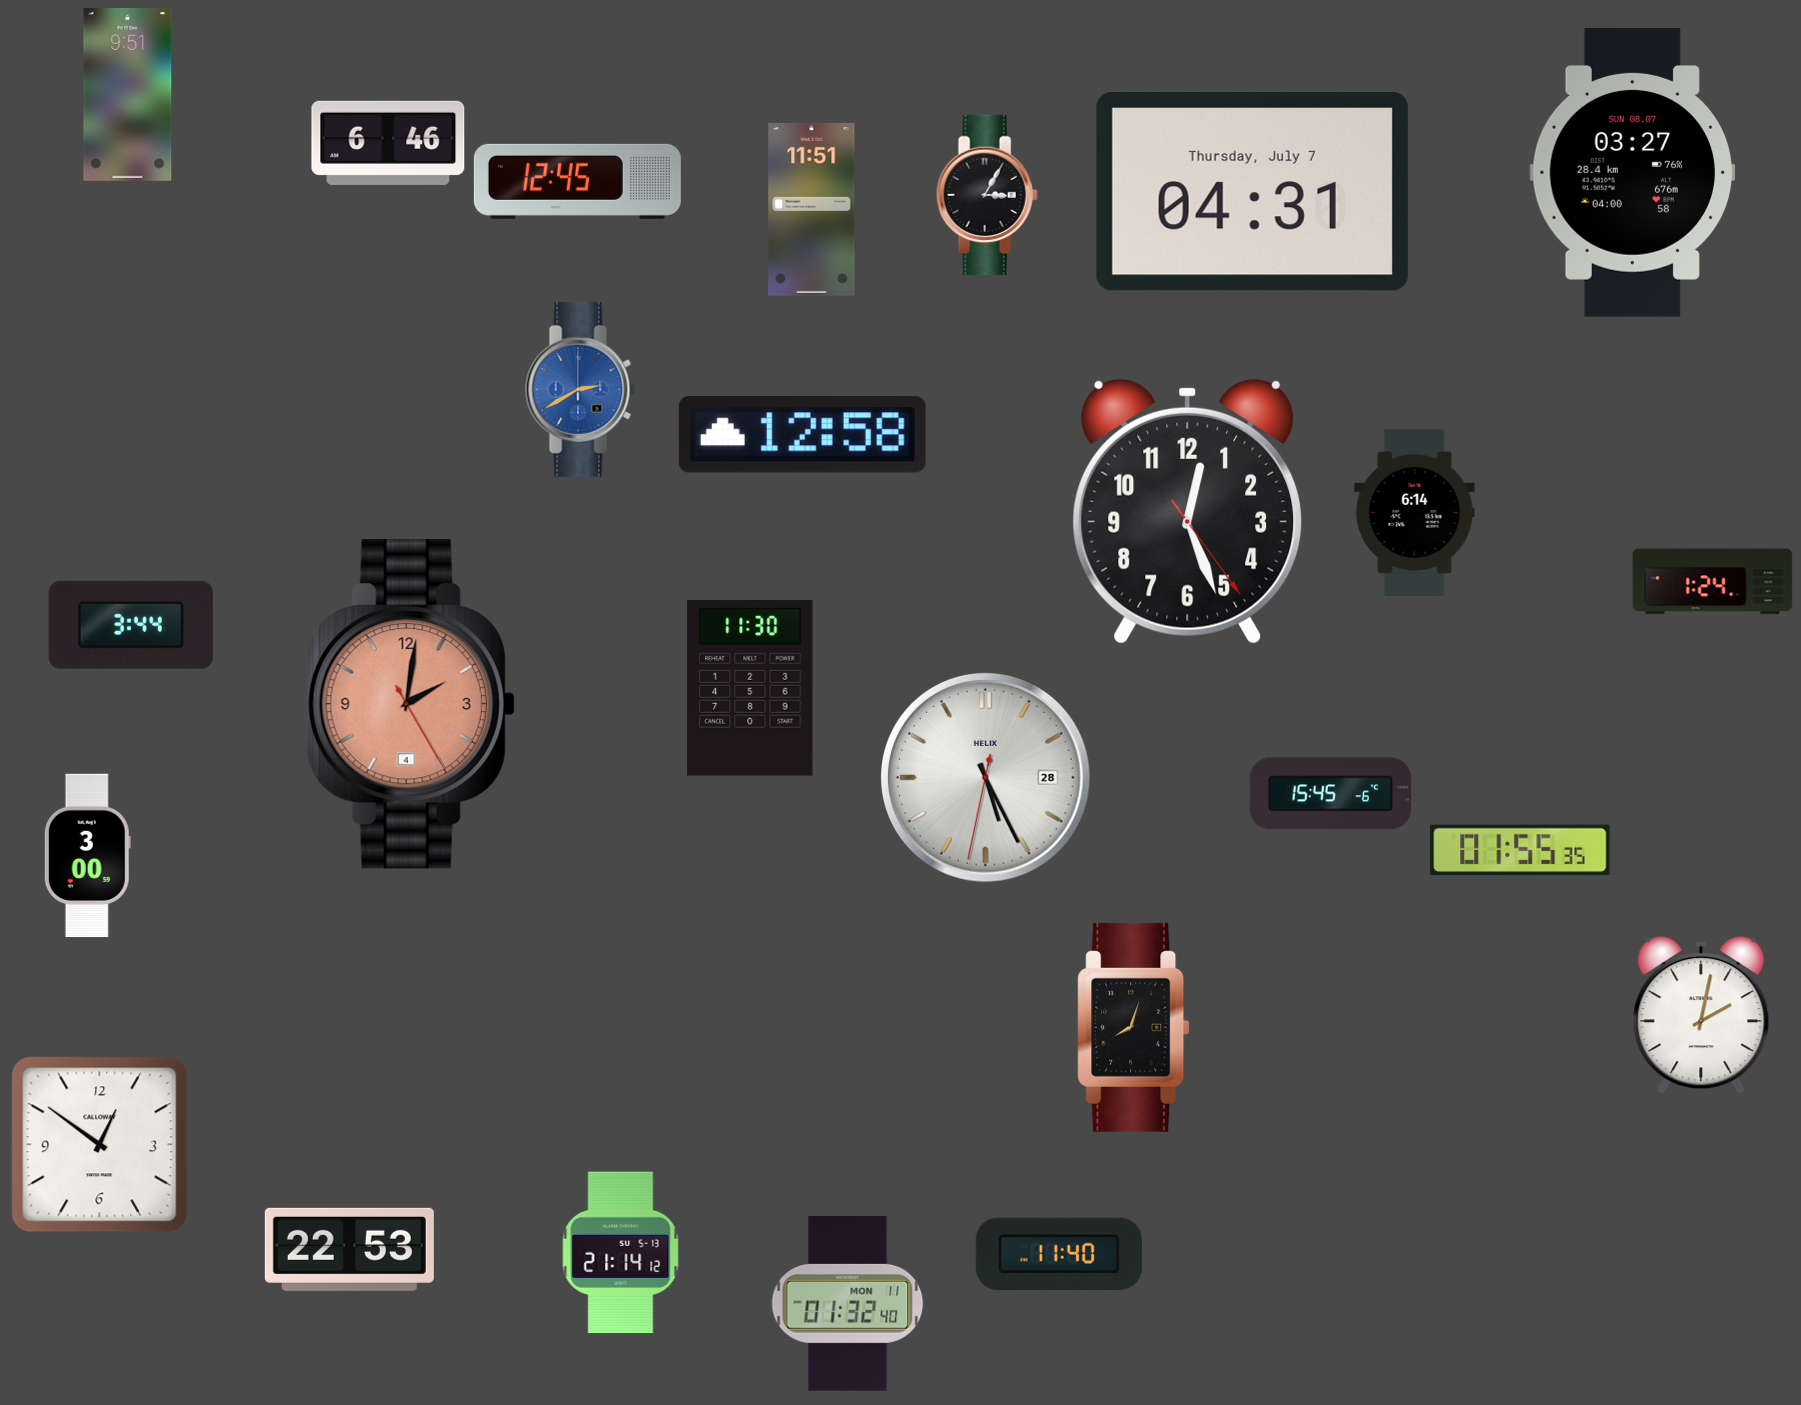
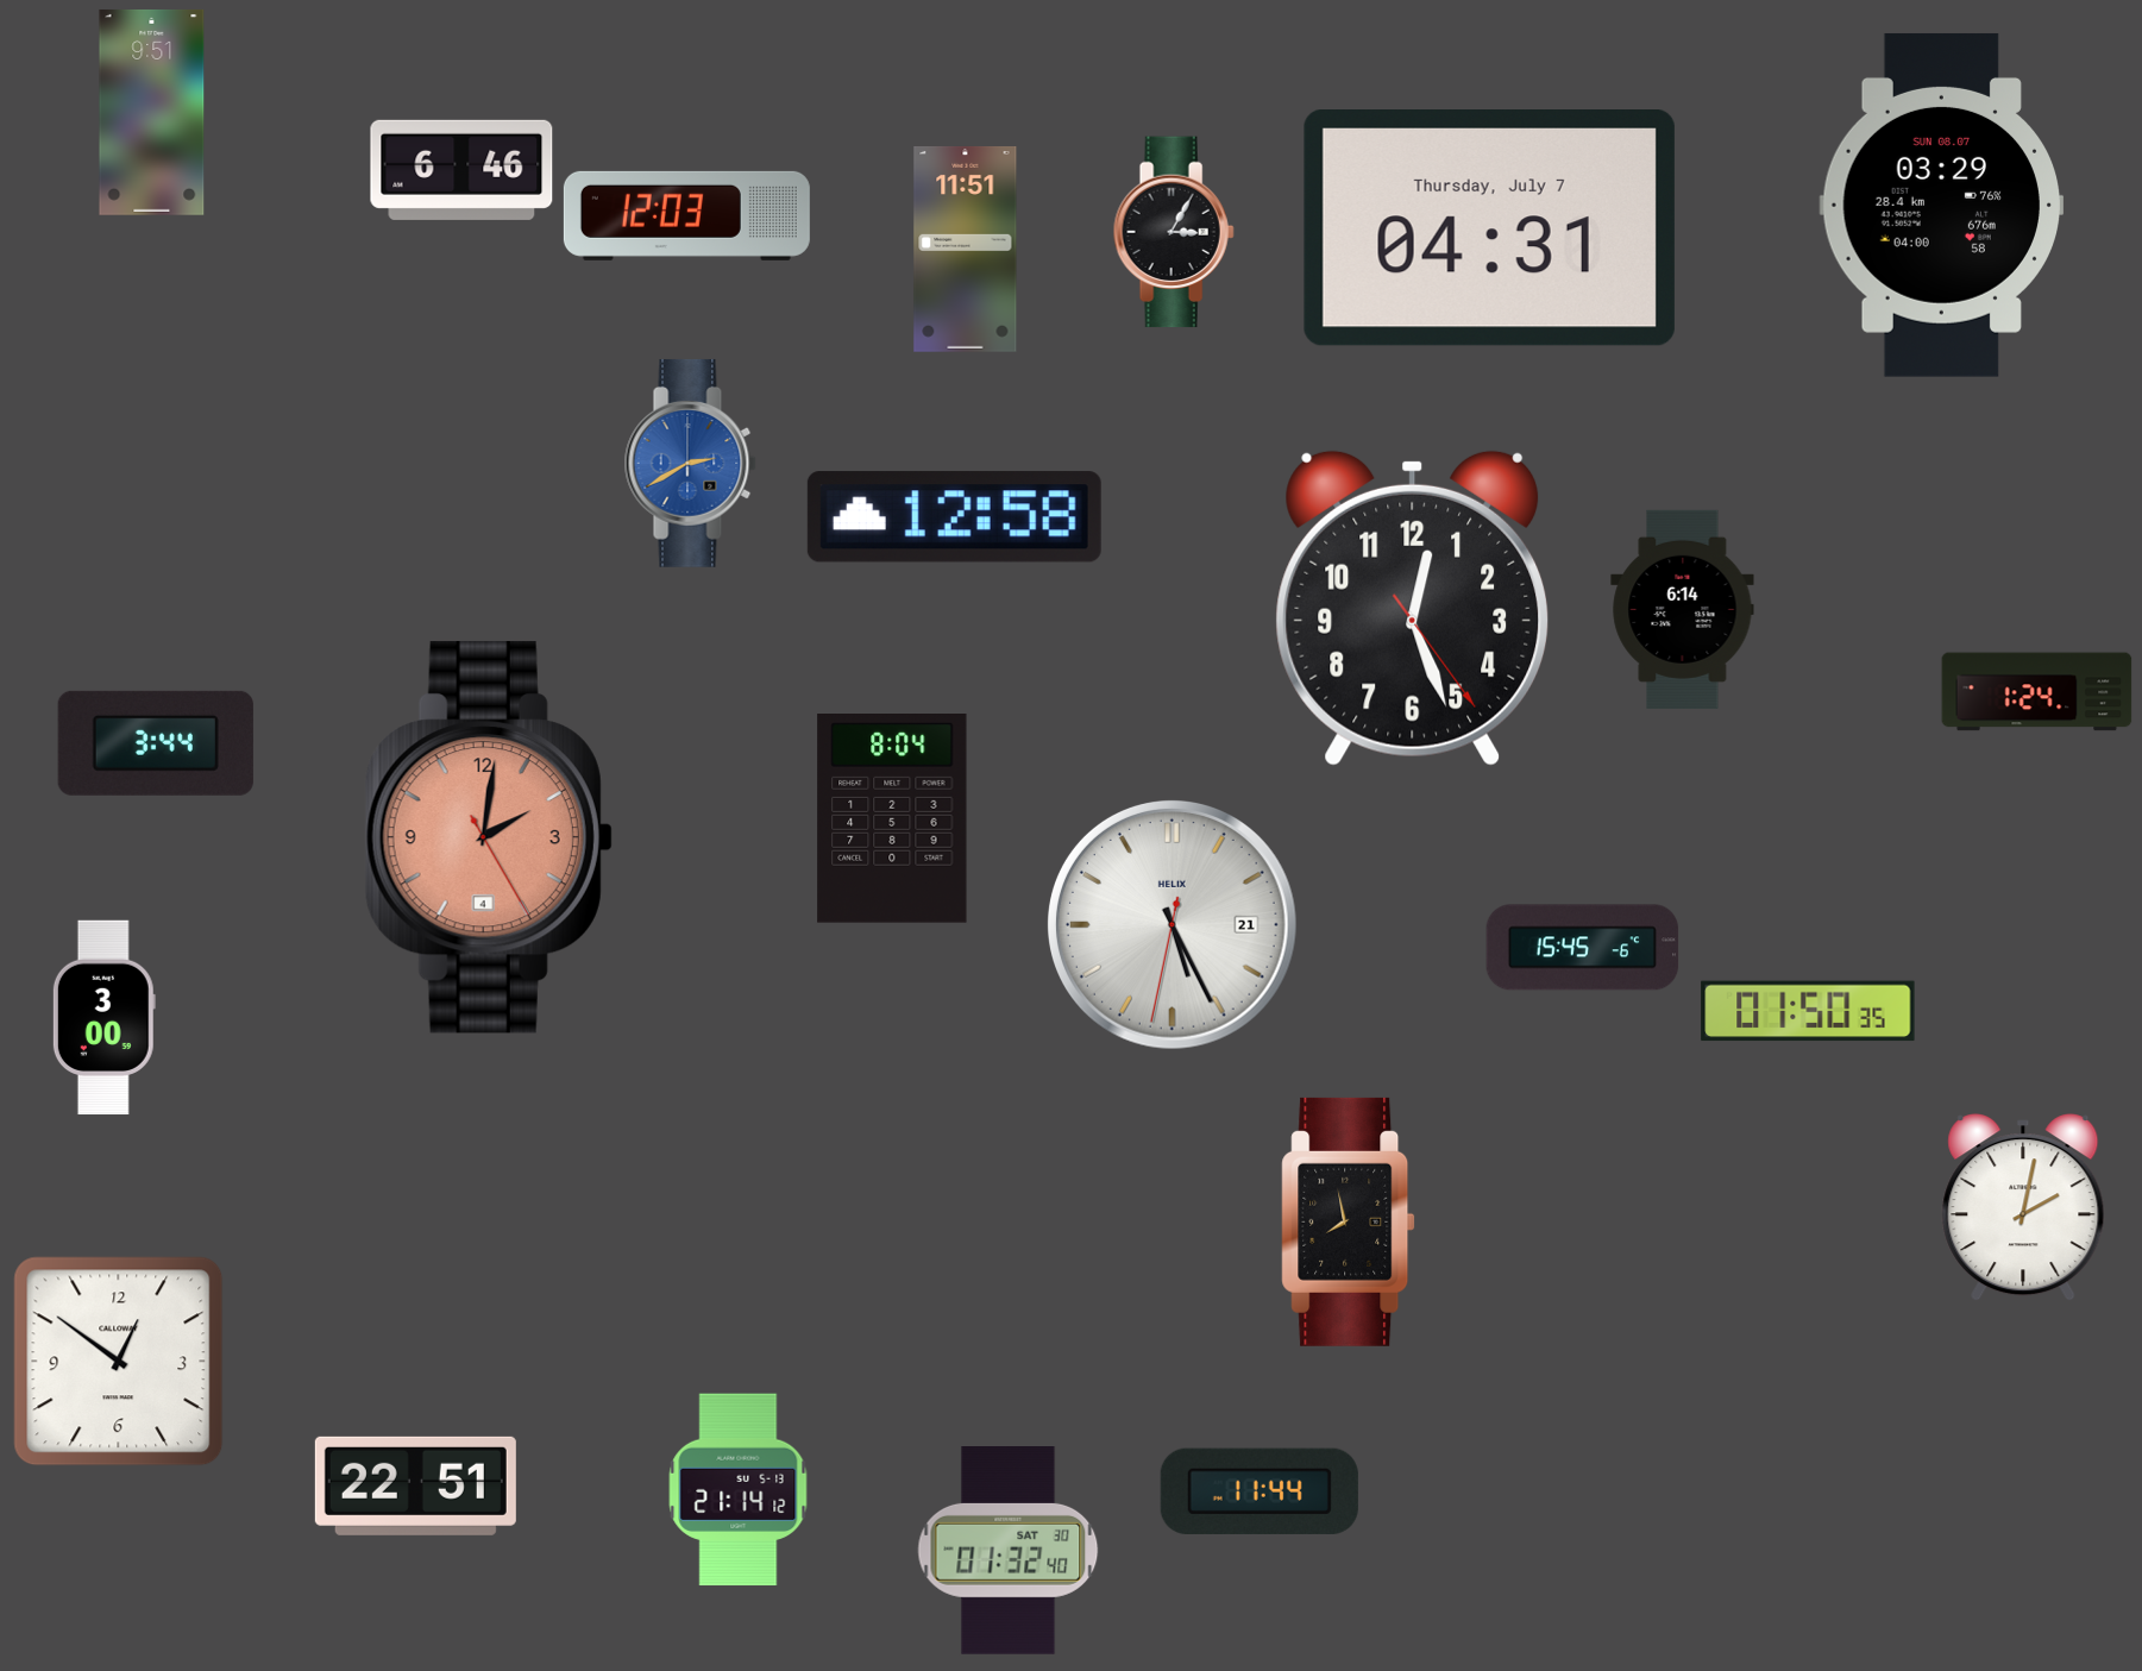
clock at (1633, 172): 03:27 -> 03:29
clock at (577, 181): 12:45 -> 12:03
clock at (750, 689): 11:30 -> 8:04
clock at (985, 777) date: 28 -> 21
clock at (1331, 794) position: (1331, 794) -> (1583, 948)
clock at (1520, 850): 01:55 -> 01:50
clock at (1134, 1027): 8:03 -> 7:58
clock at (349, 1249): 22:53 -> 22:51
clock at (1059, 1254): 11:40 -> 11:44
clock at (848, 1304) date: MON 11 -> SAT 30
